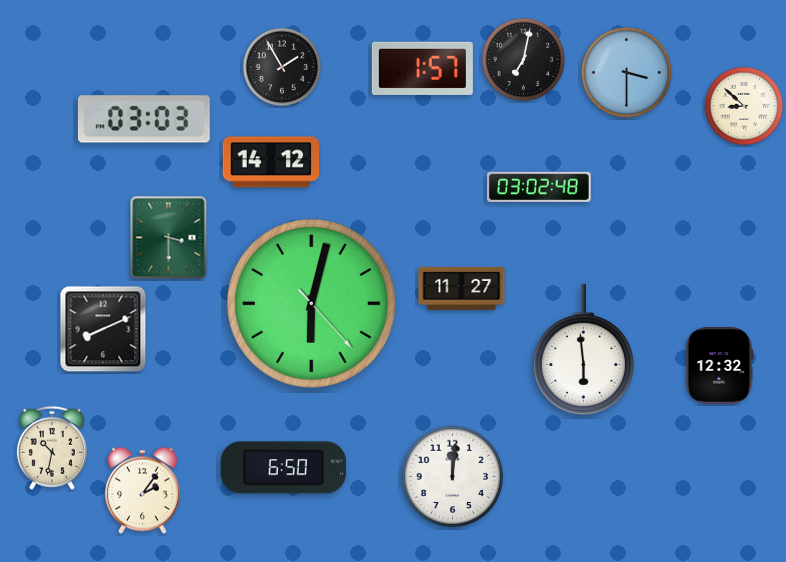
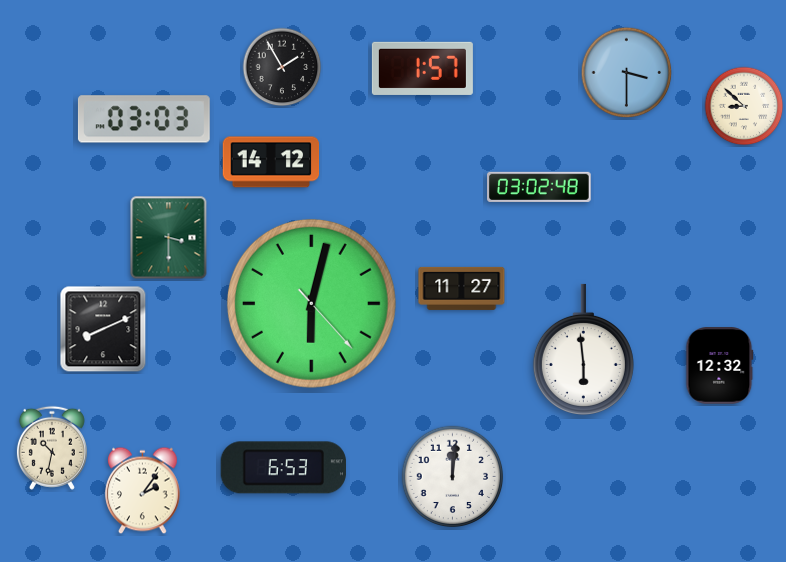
clock at (524, 60): 7:02 -> none
clock at (283, 468): 6:50 -> 6:53
